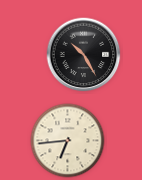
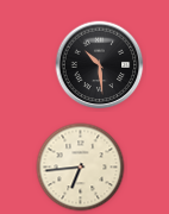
clock at (84, 55): 10:25 -> 10:29
